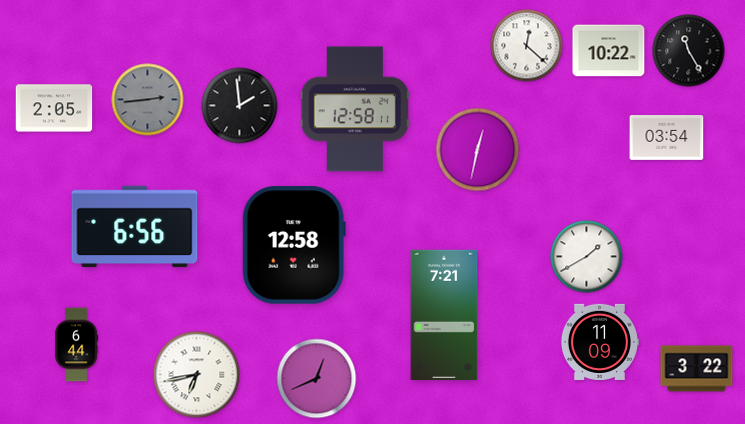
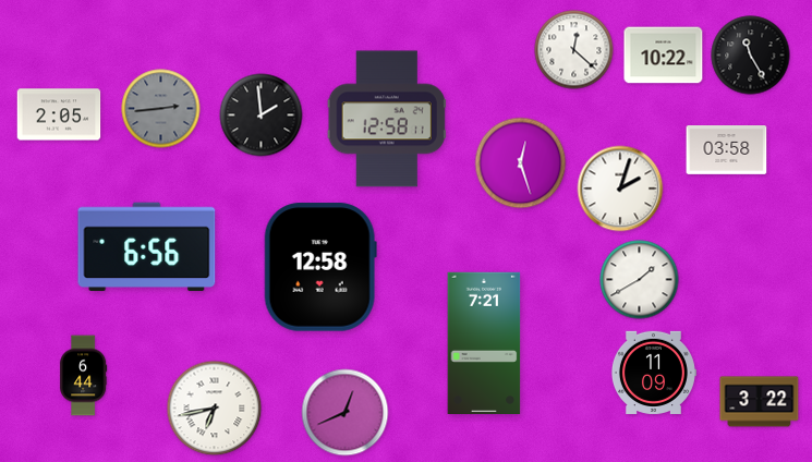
clock at (54, 108) position: (54, 108) -> (59, 114)
clock at (667, 138): 03:54 -> 03:58
clock at (478, 150): 12:32 -> 12:27
clock at (620, 189): none -> 2:03
